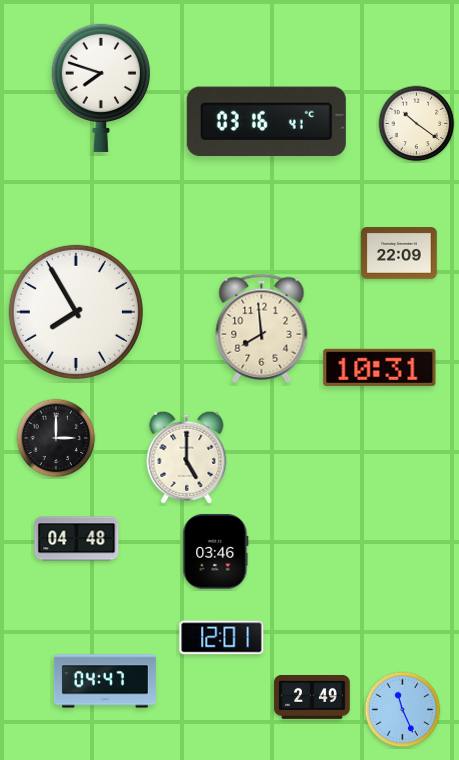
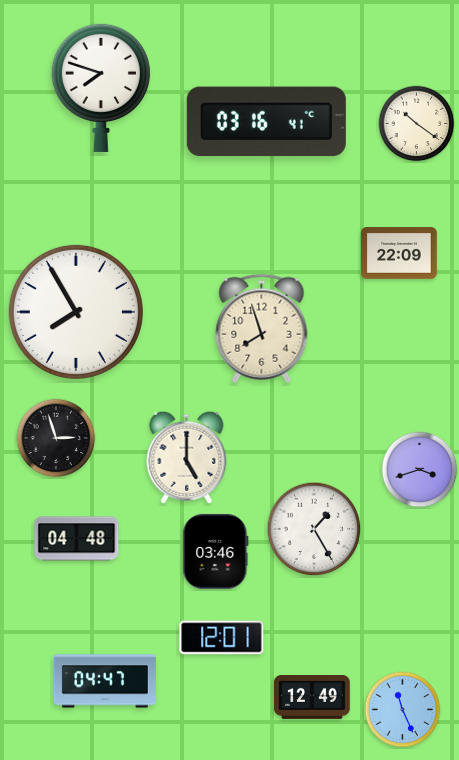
clock at (262, 328): 7:59 -> 7:57
clock at (380, 367): 10:31 -> none
clock at (56, 438): 3:00 -> 2:57
clock at (420, 470): none -> 3:42
clock at (314, 529): none -> 1:25
clock at (312, 698): 2:49 -> 12:49
